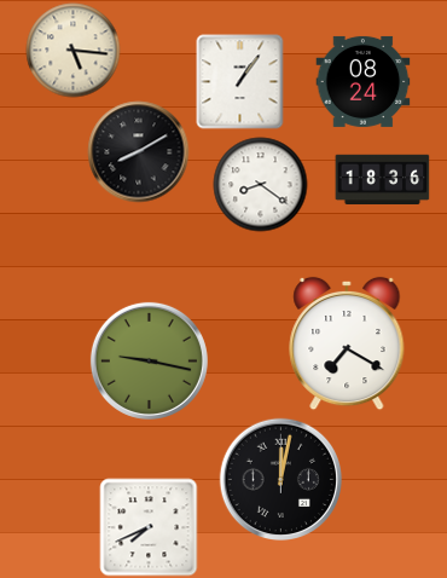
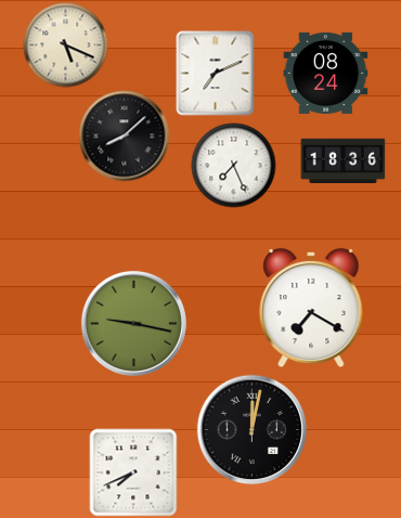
clock at (72, 50): 5:16 -> 5:19
clock at (240, 81): 1:06 -> 7:11
clock at (138, 151): 8:10 -> 8:08
clock at (260, 184): 8:21 -> 7:26
